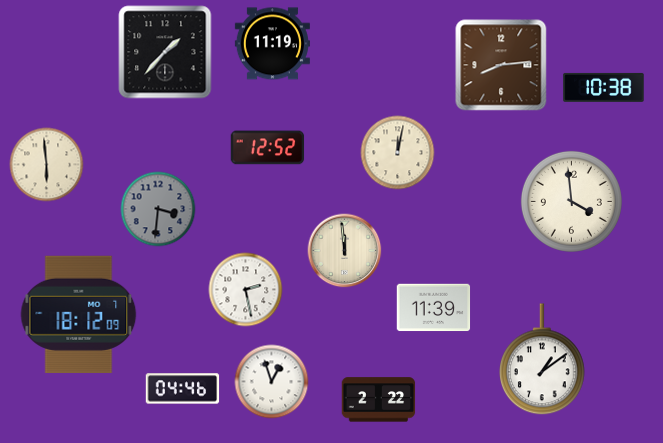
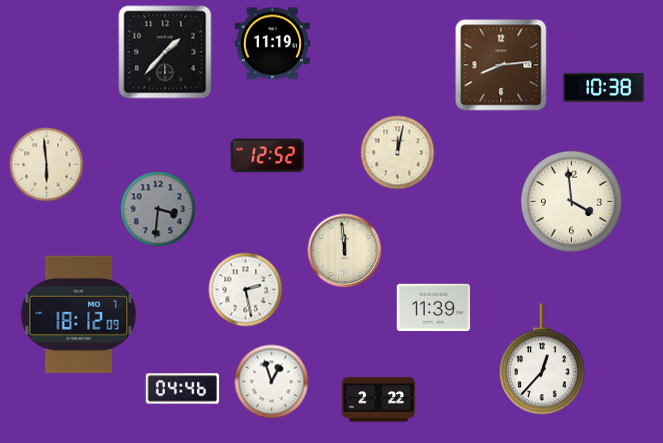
clock at (268, 148) position: (268, 148) -> (268, 156)
clock at (543, 360): 1:09 -> 12:37
